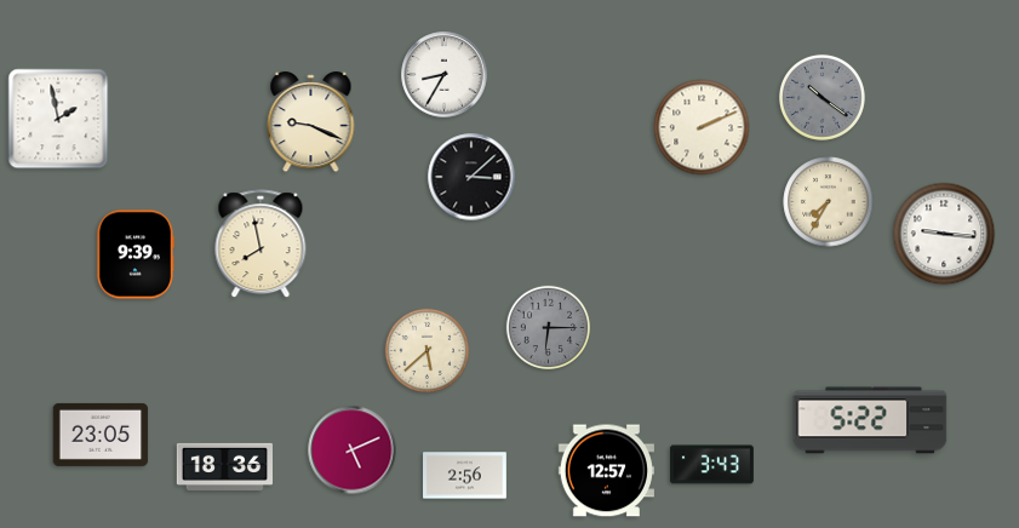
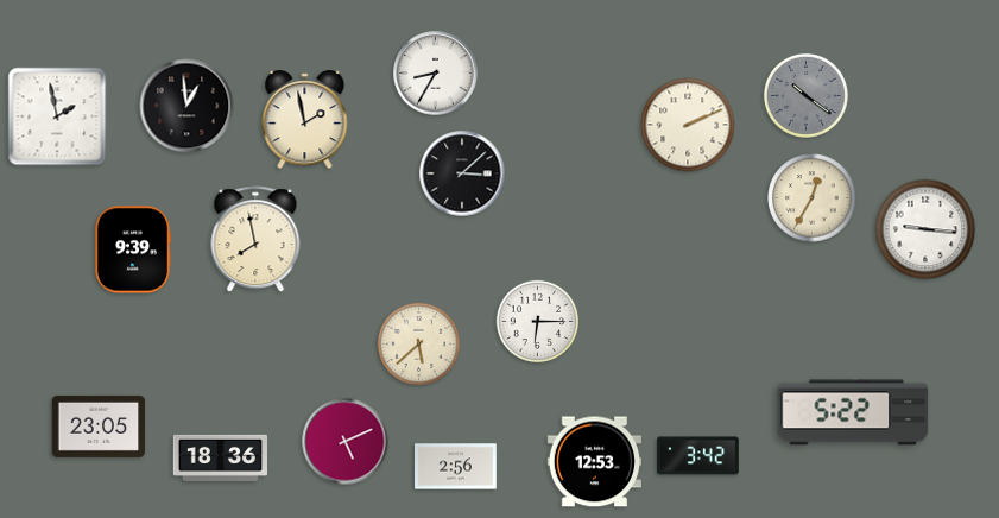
clock at (186, 106): none -> 12:59
clock at (311, 122): 9:19 -> 1:58
clock at (829, 202): 7:35 -> 12:35
clock at (548, 327) dial: grey -> white
clock at (711, 465): 3:43 -> 3:42
clock at (606, 471): 12:57 -> 12:53
